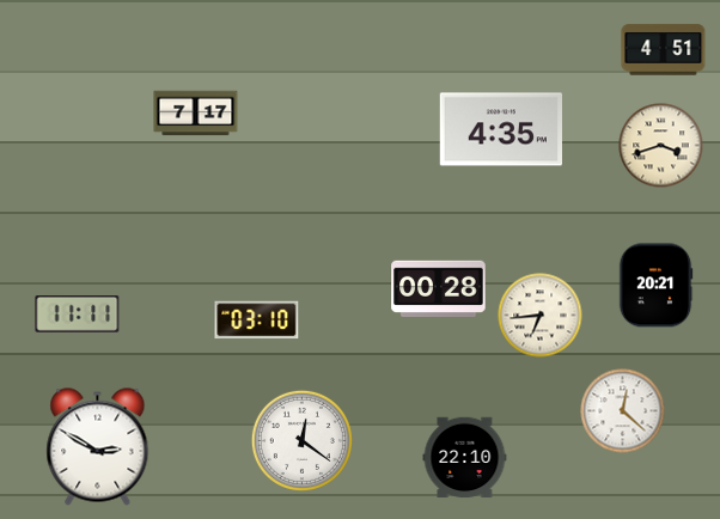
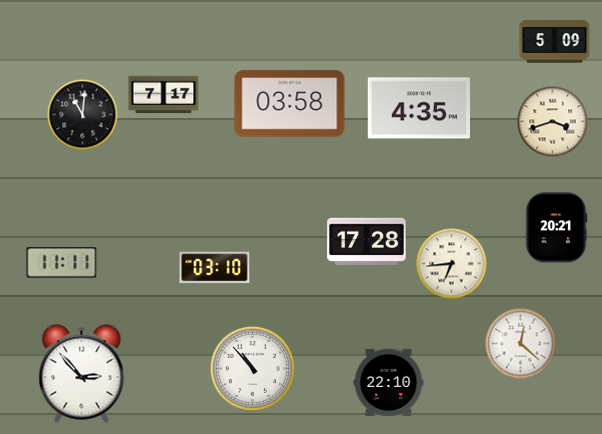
clock at (664, 50): 4:51 -> 5:09
clock at (290, 104): none -> 03:58
clock at (83, 115): none -> 11:01
clock at (655, 286) position: (655, 286) -> (556, 228)
clock at (439, 288): 00:28 -> 17:28
clock at (78, 315) position: (78, 315) -> (62, 263)
clock at (301, 440): 12:21 -> 10:53
clock at (98, 447): 2:50 -> 2:53
